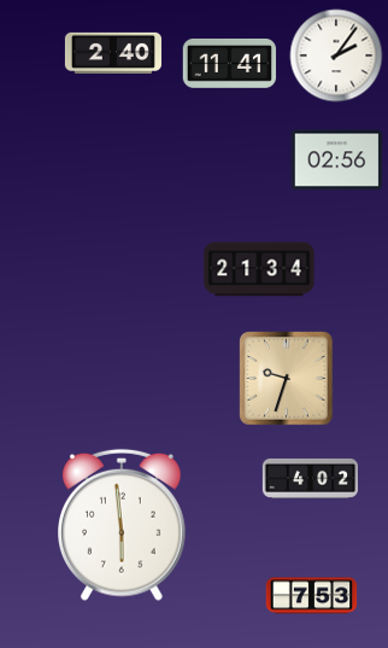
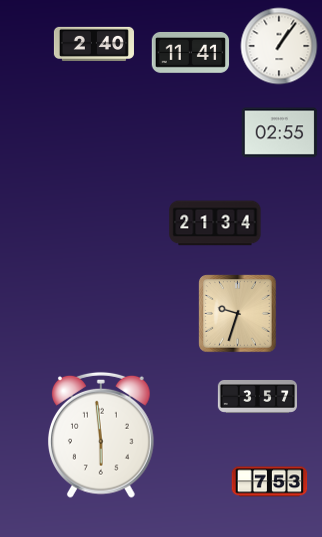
clock at (336, 56): 2:06 -> 1:06
clock at (337, 160): 02:56 -> 02:55
clock at (310, 478): 4:02 -> 3:57
clock at (312, 596) position: (312, 596) -> (270, 482)
